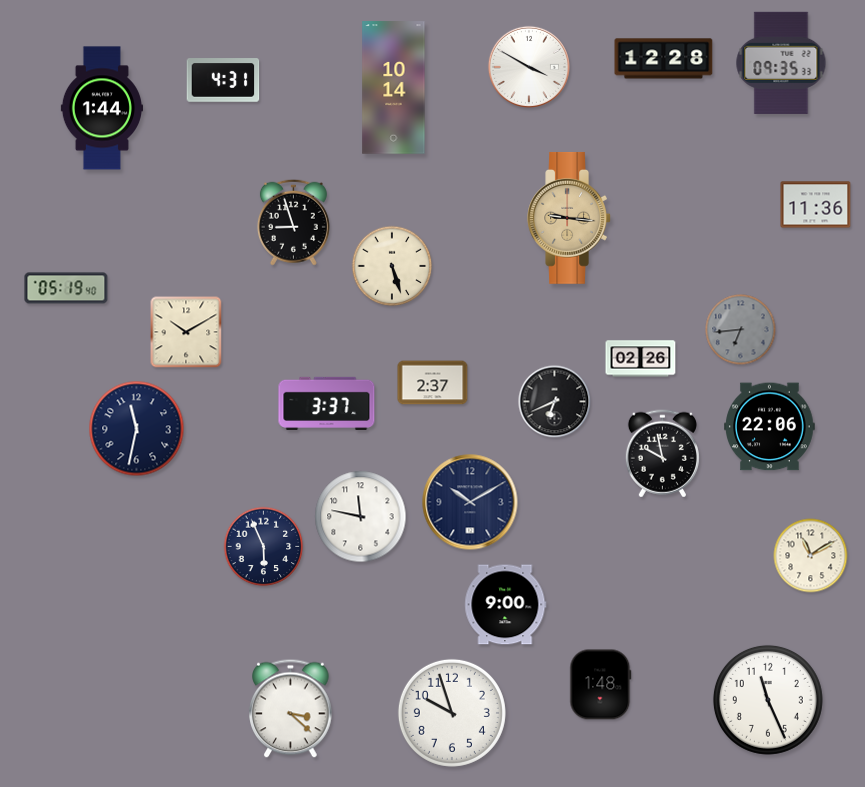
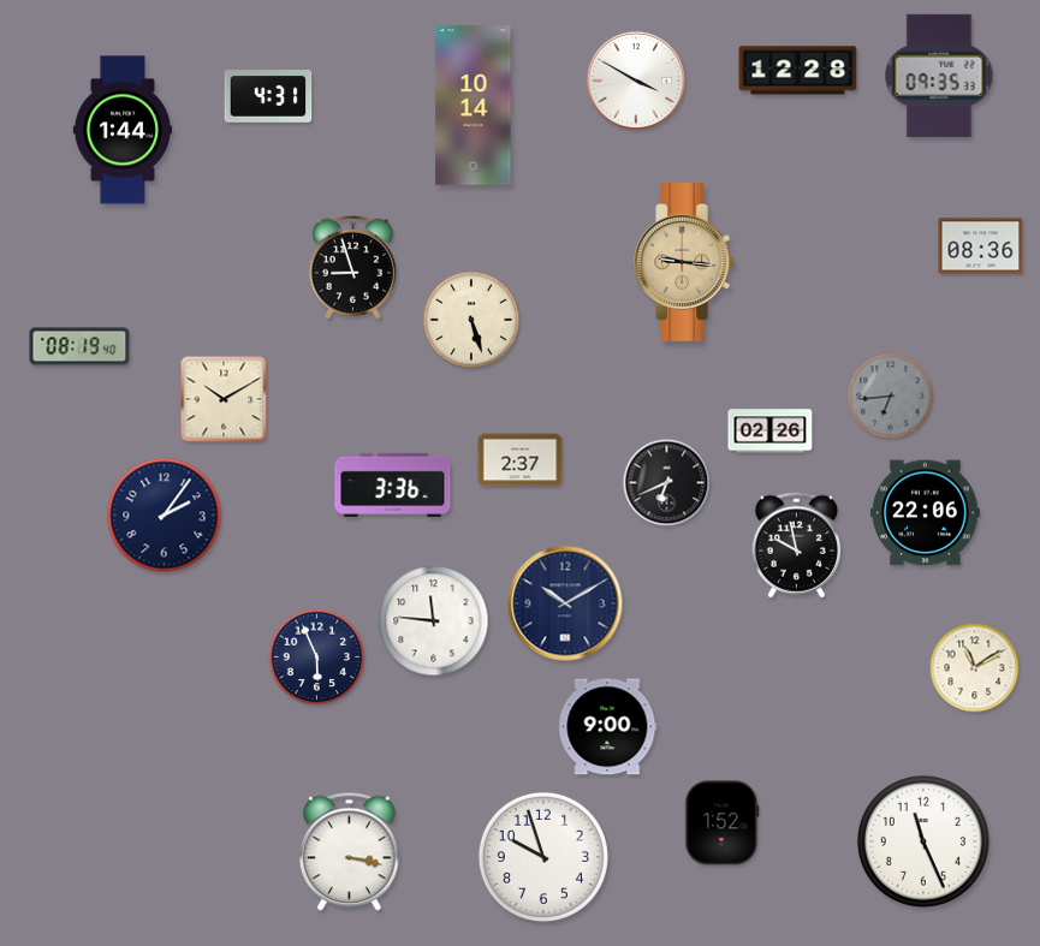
clock at (816, 205): 11:36 -> 08:36
clock at (66, 288): 05:19 -> 08:19
clock at (327, 403): 3:37 -> 3:36
clock at (137, 429): 11:32 -> 2:06
clock at (361, 517): 11:47 -> 11:46
clock at (601, 685): 1:48 -> 1:52
clock at (291, 709): 3:22 -> 3:17
